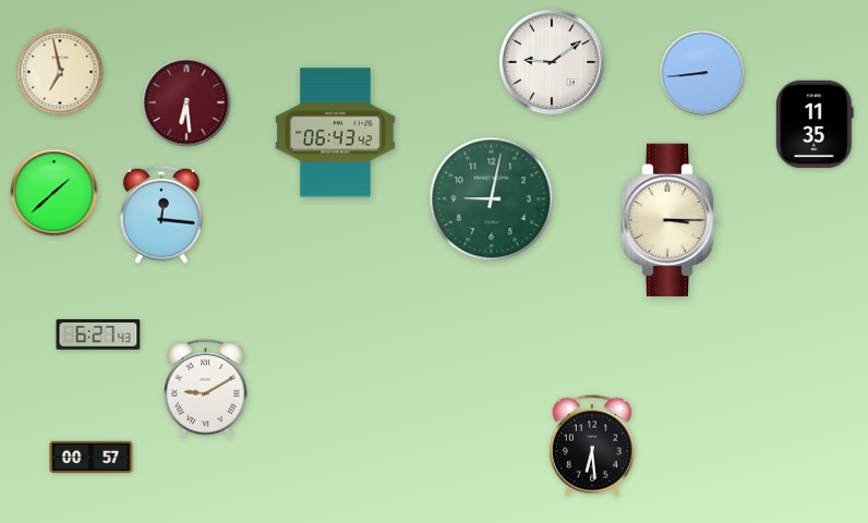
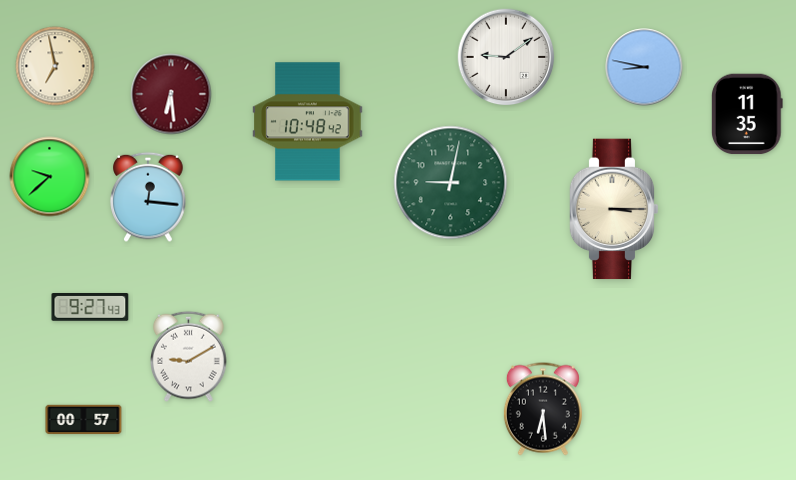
clock at (702, 73): 8:44 -> 8:47
clock at (336, 133): 06:43 -> 10:48
clock at (55, 193): 1:38 -> 9:38
clock at (670, 220) position: (670, 220) -> (614, 209)
clock at (98, 336): 6:27 -> 9:27
